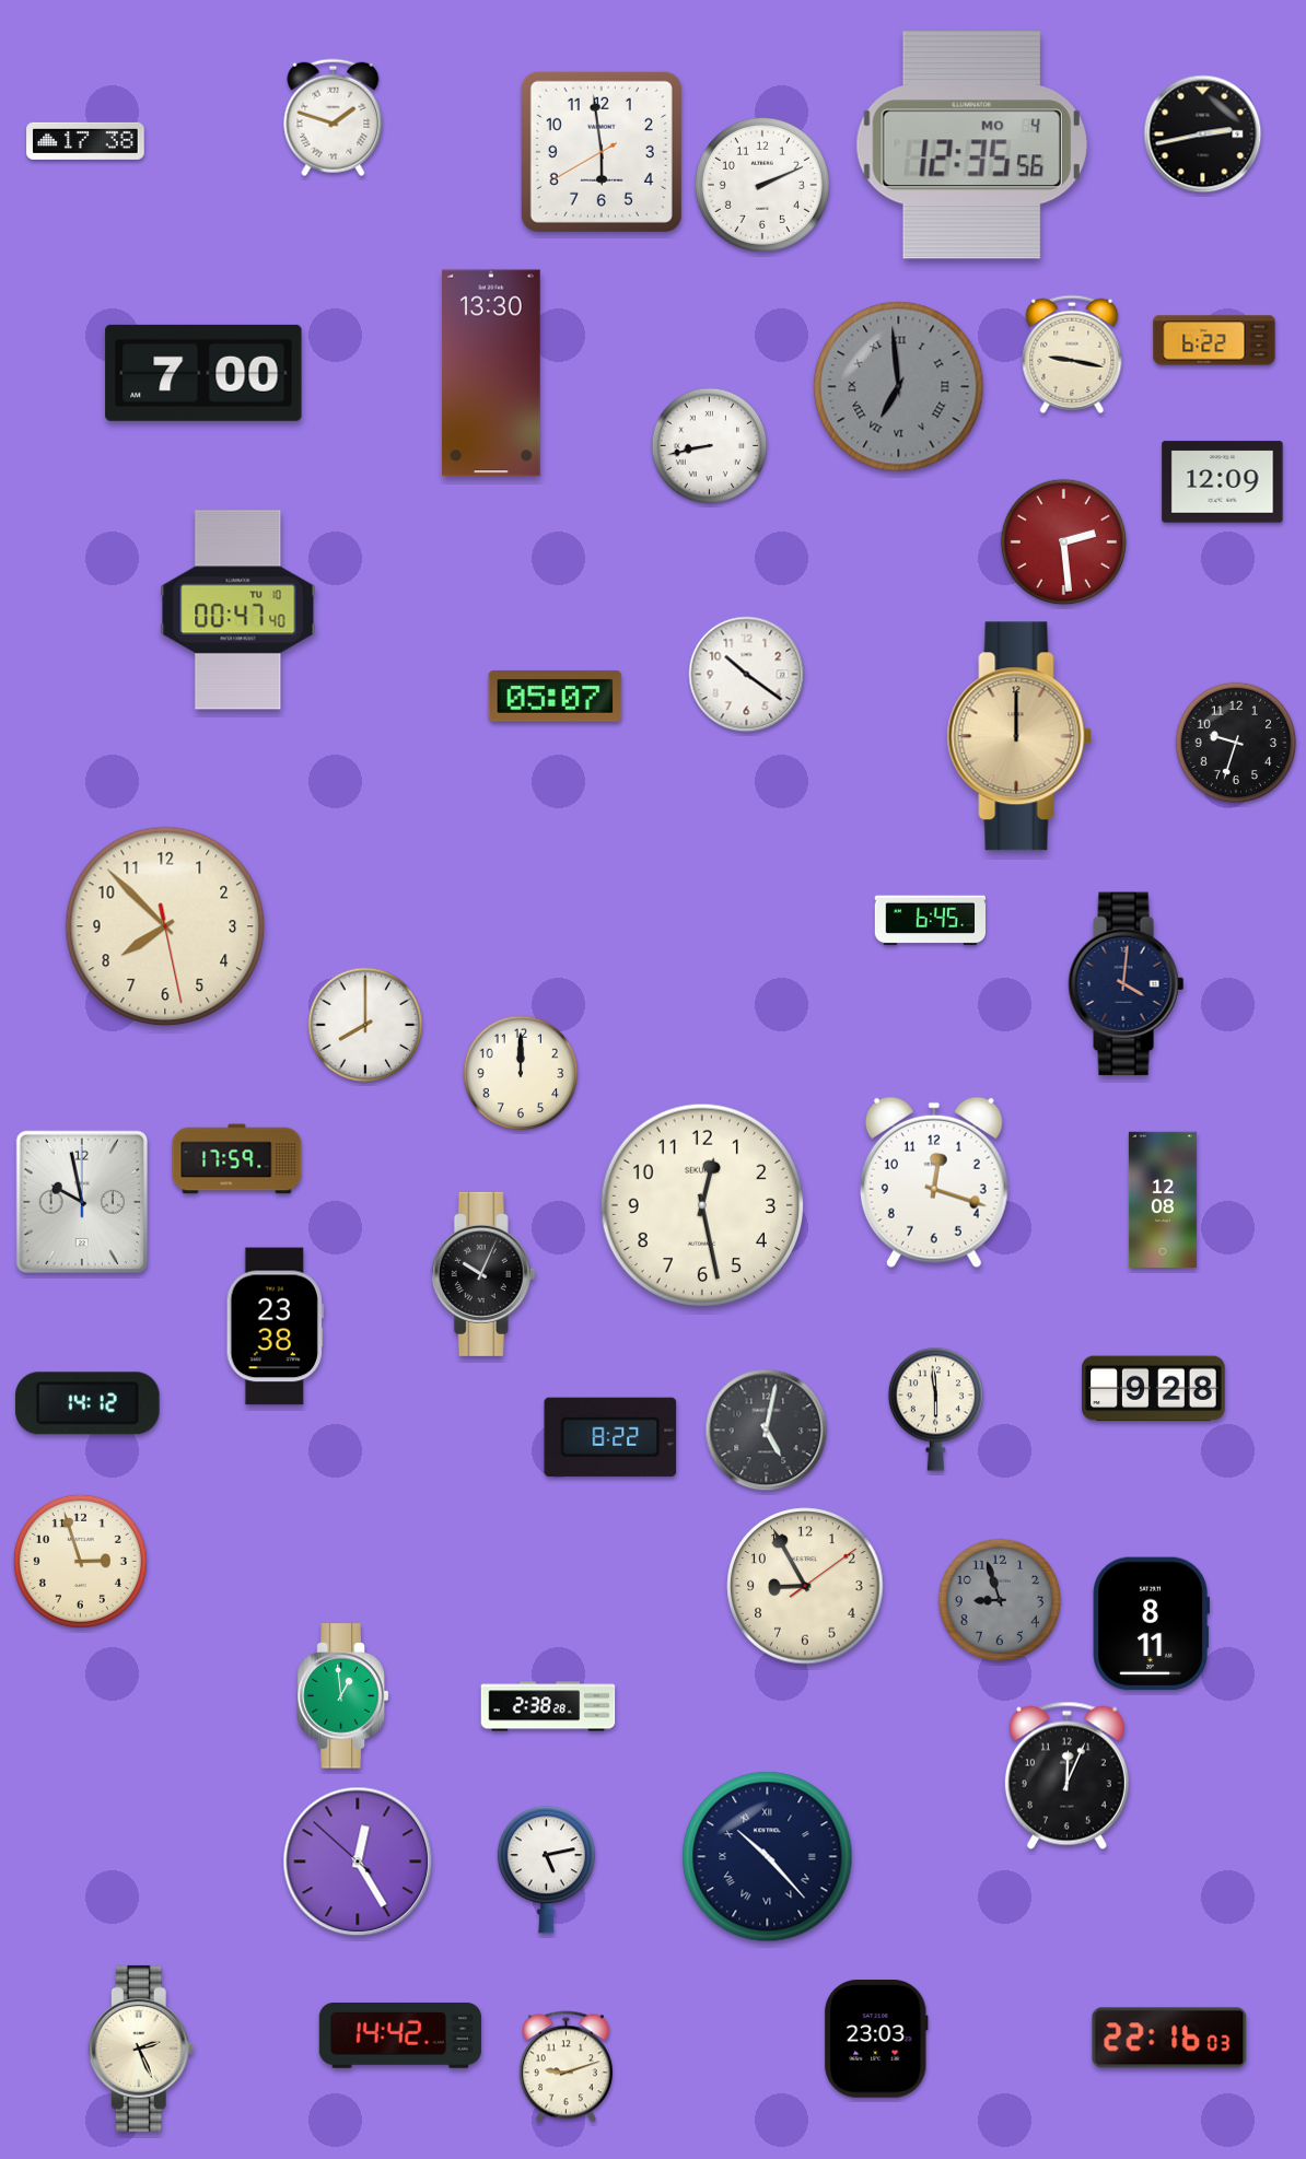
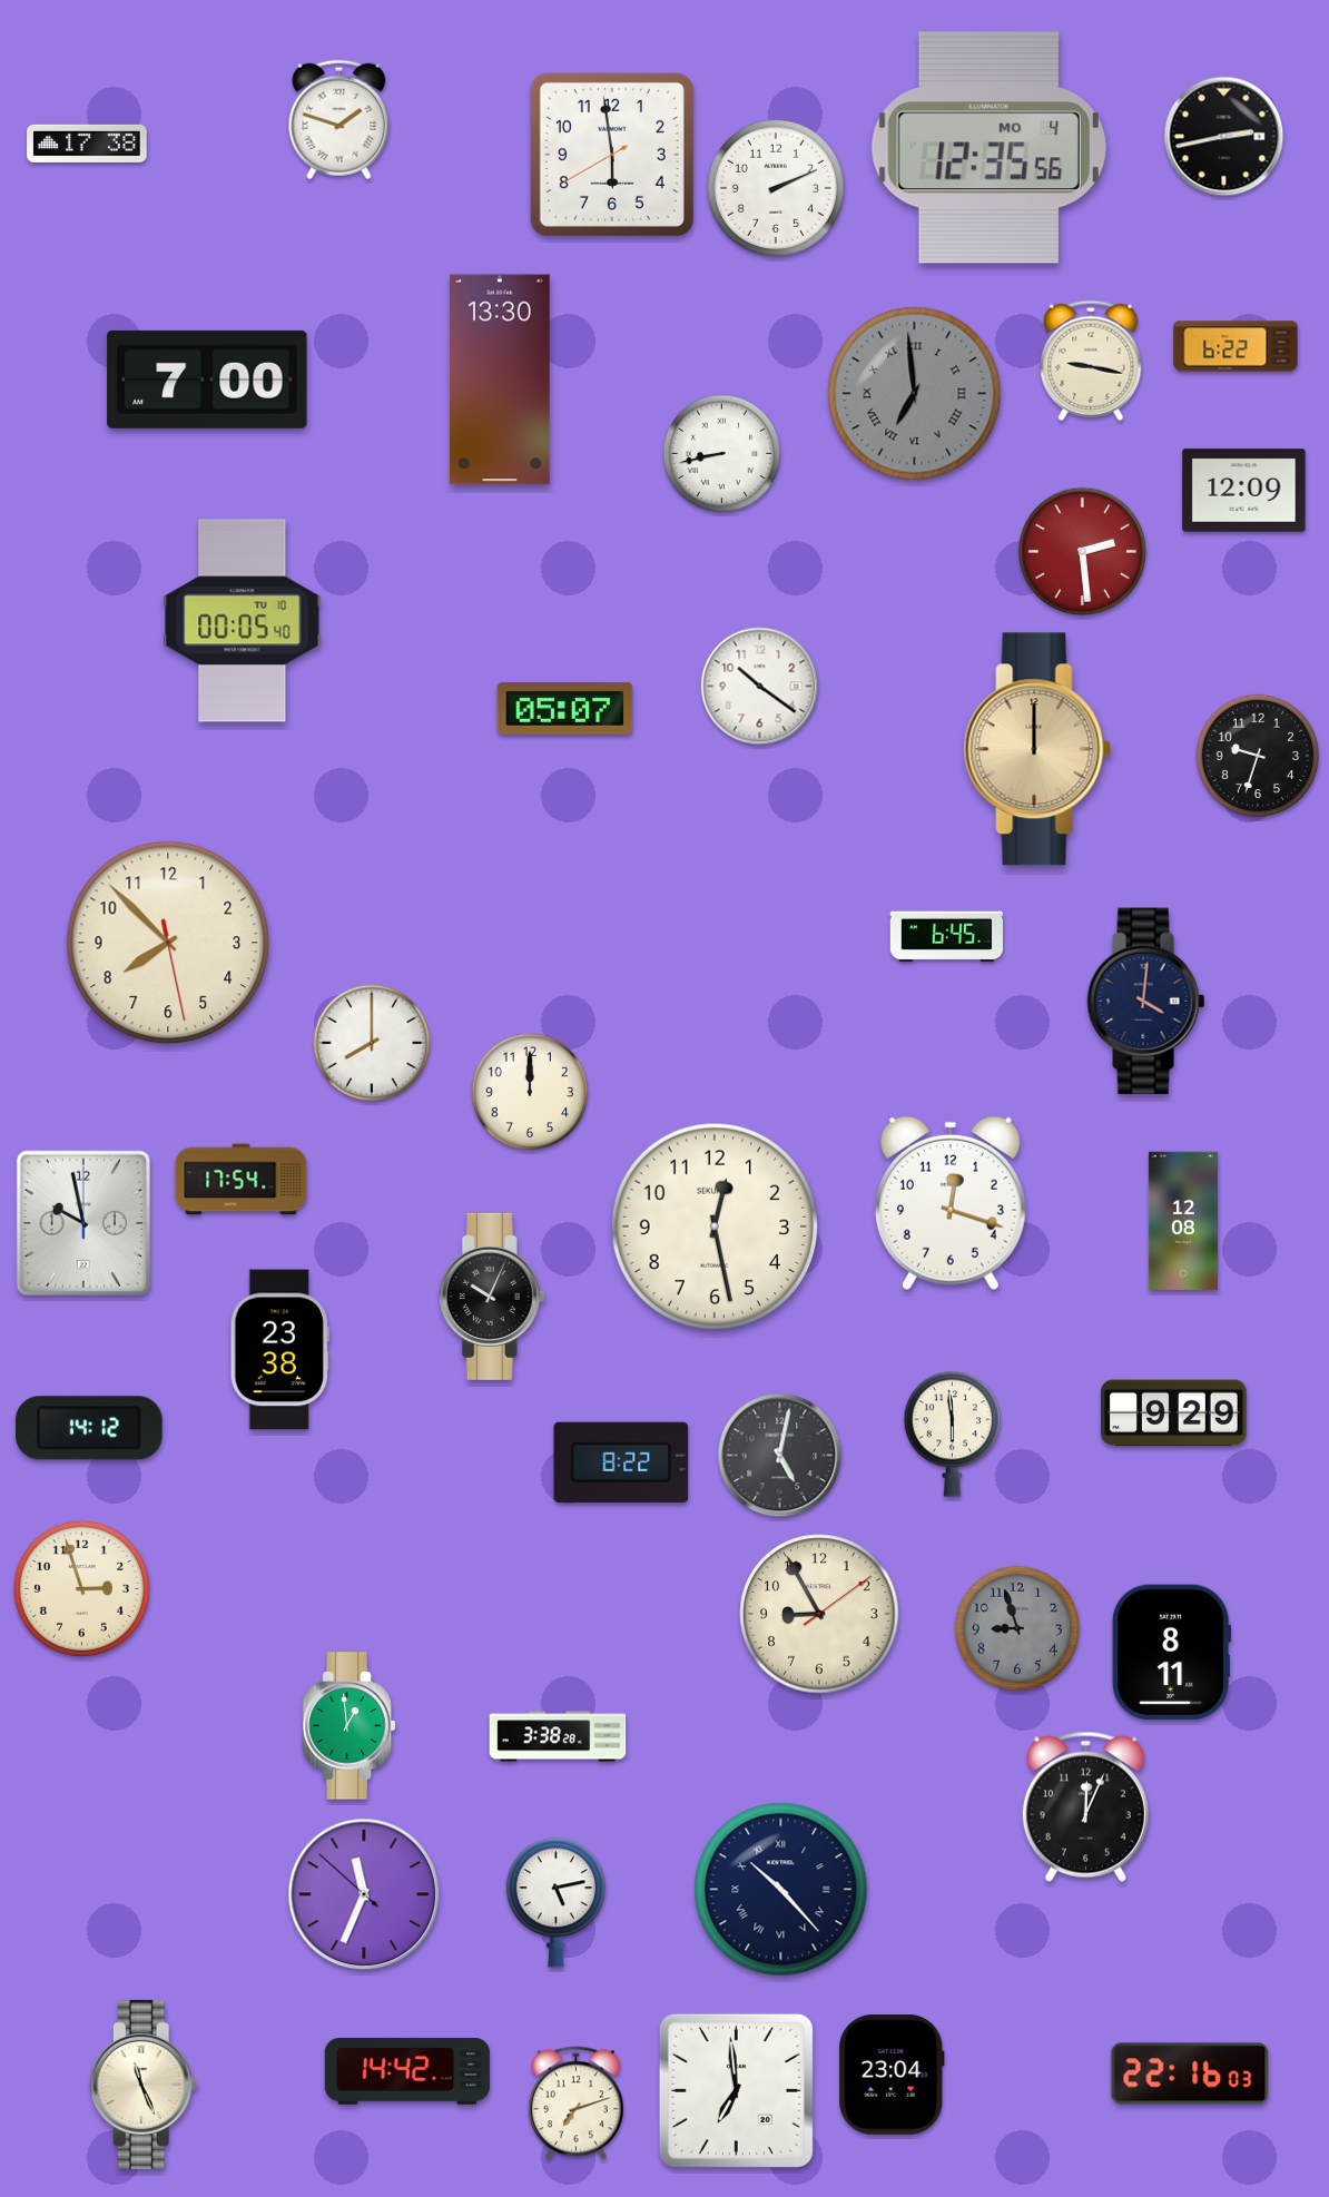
clock at (238, 610): 00:47 -> 00:05
clock at (237, 1159): 17:59 -> 17:54
clock at (1154, 1389): 9:28 -> 9:29
clock at (548, 1706): 2:38 -> 3:38
clock at (358, 1862): 12:24 -> 11:33
clock at (876, 2039): 23:03 -> 23:04
clock at (141, 2049): 2:26 -> 11:26
clock at (736, 2090): none -> 6:59
clock at (565, 2067): 9:12 -> 7:12
